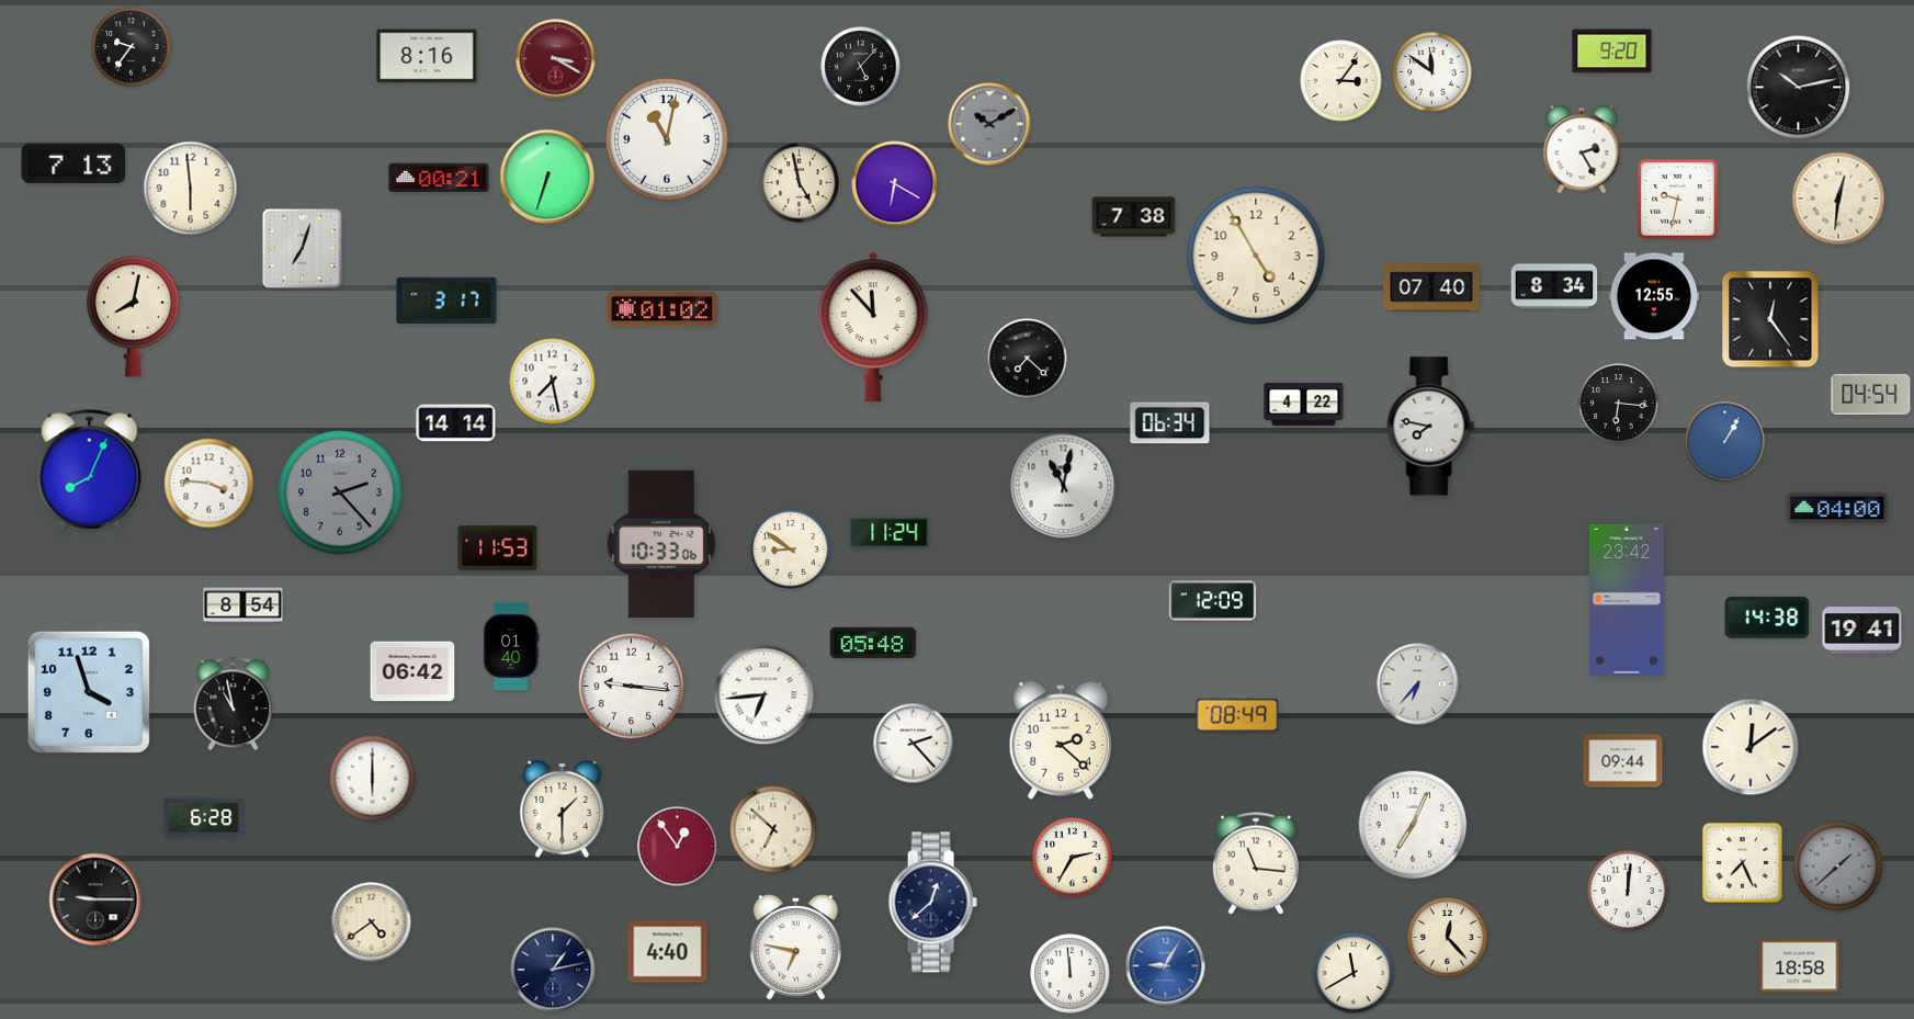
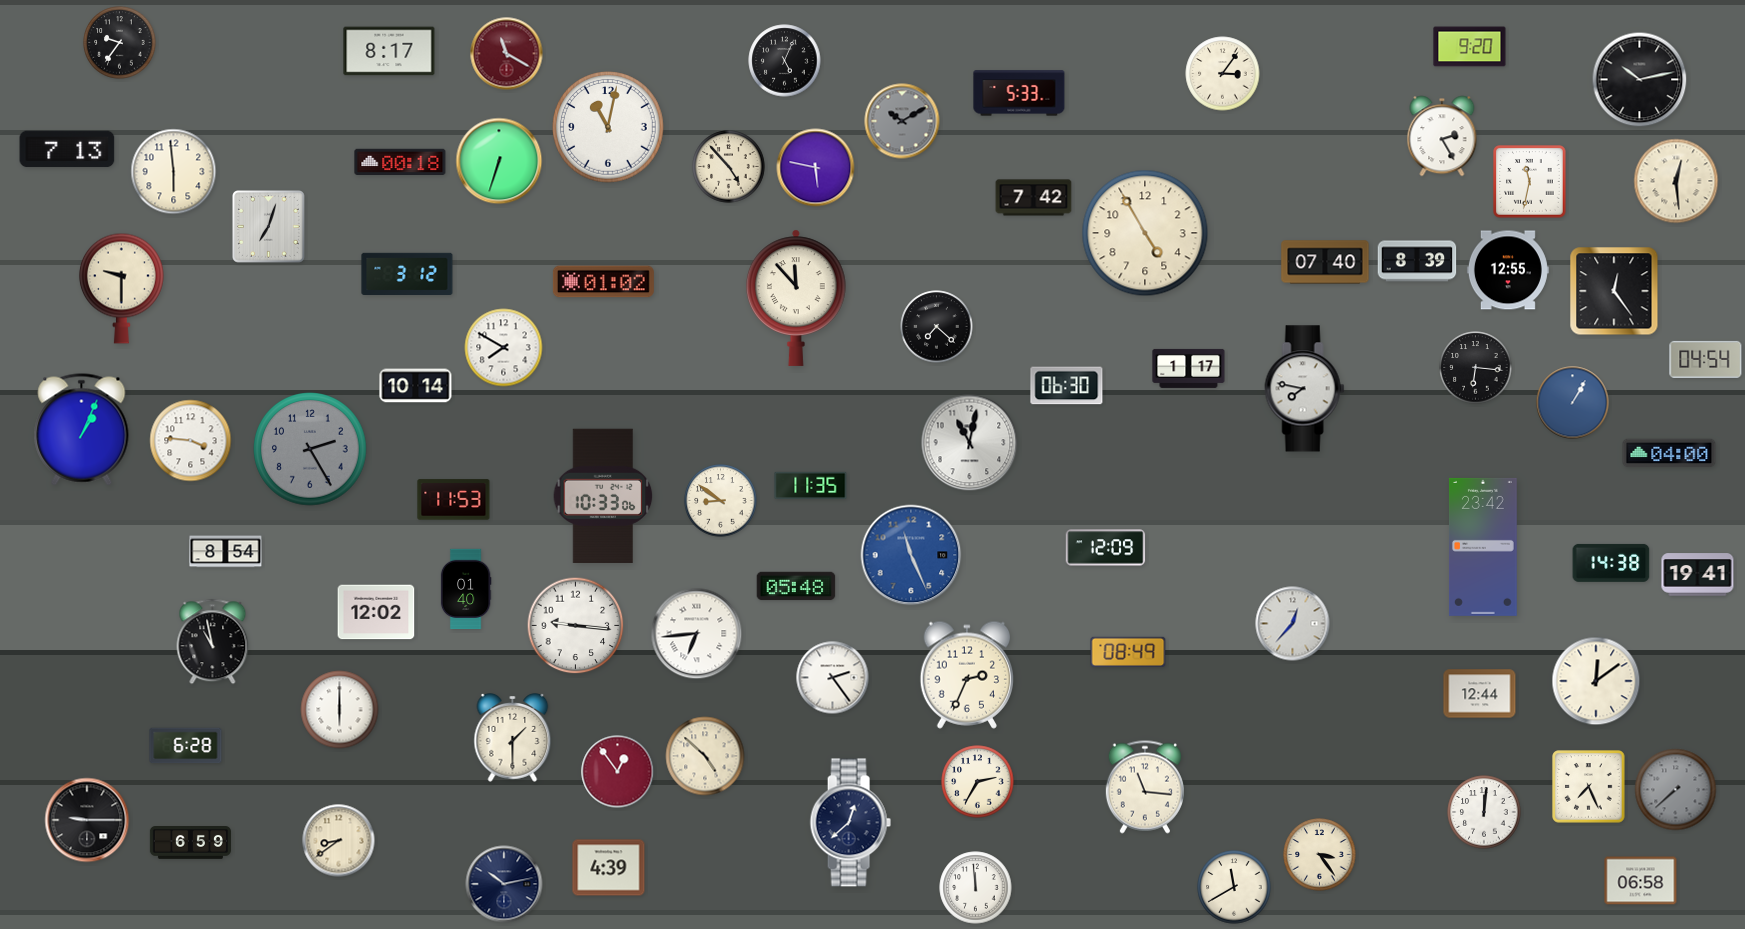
clock at (427, 56): 8:16 -> 8:17
clock at (556, 59): 3:20 -> 11:20
clock at (861, 67): 5:07 -> 5:04
clock at (1432, 72): 11:51 -> none
clock at (1019, 93): none -> 5:33
clock at (989, 124) position: (989, 124) -> (902, 121)
clock at (439, 178): 00:21 -> 00:18
clock at (800, 183): 4:58 -> 4:53
clock at (895, 184): 6:20 -> 5:47
clock at (1838, 199): 12:31 -> 12:29
clock at (1678, 200): 9:32 -> 11:32
clock at (1134, 217): 7:38 -> 7:42
clock at (303, 249) position: (303, 249) -> (269, 227)
clock at (1554, 286): 8:34 -> 8:39
clock at (1431, 287) position: (1431, 287) -> (1325, 262)
clock at (446, 299): 3:17 -> 3:12
clock at (133, 316): 8:02 -> 9:30
clock at (553, 382): 7:28 -> 7:50
clock at (1304, 404): 4:22 -> 1:17
clock at (456, 423): 14:14 -> 10:14
clock at (1170, 423): 06:34 -> 06:30
clock at (90, 472): 8:04 -> 1:04
clock at (340, 492): 2:23 -> 2:25
clock at (1837, 508) position: (1837, 508) -> (1669, 453)
clock at (890, 532): 11:24 -> 11:35
clock at (244, 605) position: (244, 605) -> (226, 552)
clock at (911, 555): none -> 11:26
clock at (412, 671): 06:42 -> 12:02
clock at (1418, 684): 6:37 -> 12:37
clock at (89, 692): 3:57 -> none
clock at (1060, 740): 2:22 -> 2:34
clock at (914, 744): 2:23 -> 2:24
clock at (1623, 761): 09:44 -> 12:44
clock at (1413, 825): 7:04 -> none
clock at (773, 829): 6:52 -> 4:52
clock at (1838, 867): 1:38 -> 7:38
clock at (372, 922): 4:39 -> 8:39
clock at (190, 843): none -> 6:59
clock at (1448, 938): 12:23 -> 3:24
clock at (795, 948): 6:47 -> none
clock at (668, 952): 4:40 -> 4:39
clock at (1166, 966): 9:05 -> none
clock at (1800, 966): 18:58 -> 06:58
clock at (553, 970): 1:13 -> 10:13
